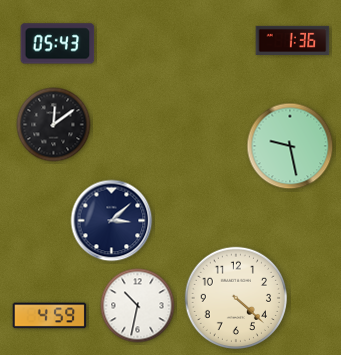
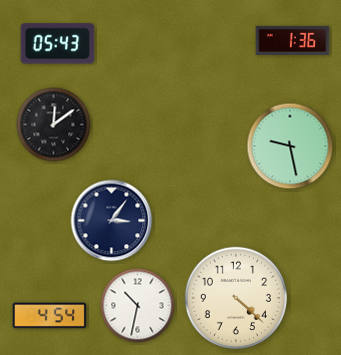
clock at (112, 221): 3:08 -> 3:06
clock at (50, 316): 4:59 -> 4:54
